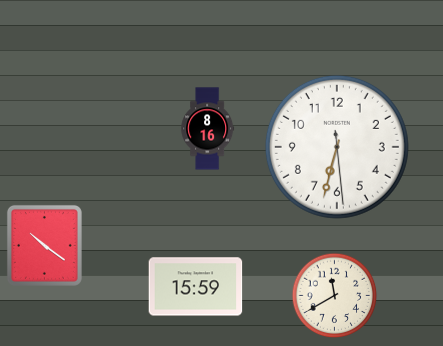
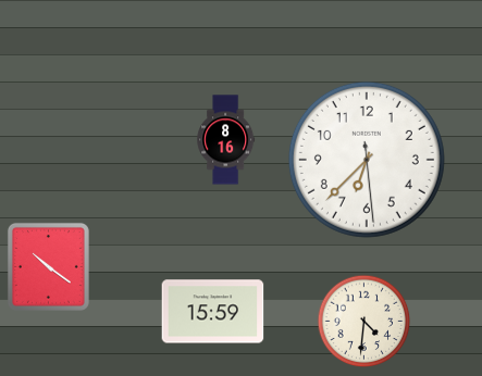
clock at (337, 147): 6:32 -> 6:37
clock at (335, 296): 11:40 -> 4:31
